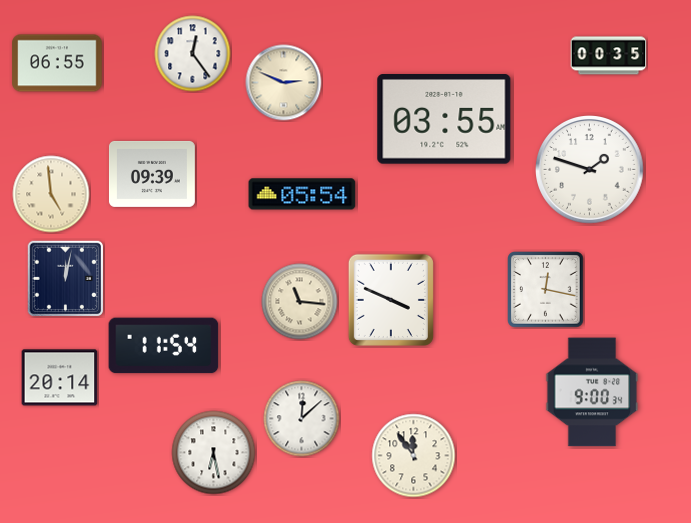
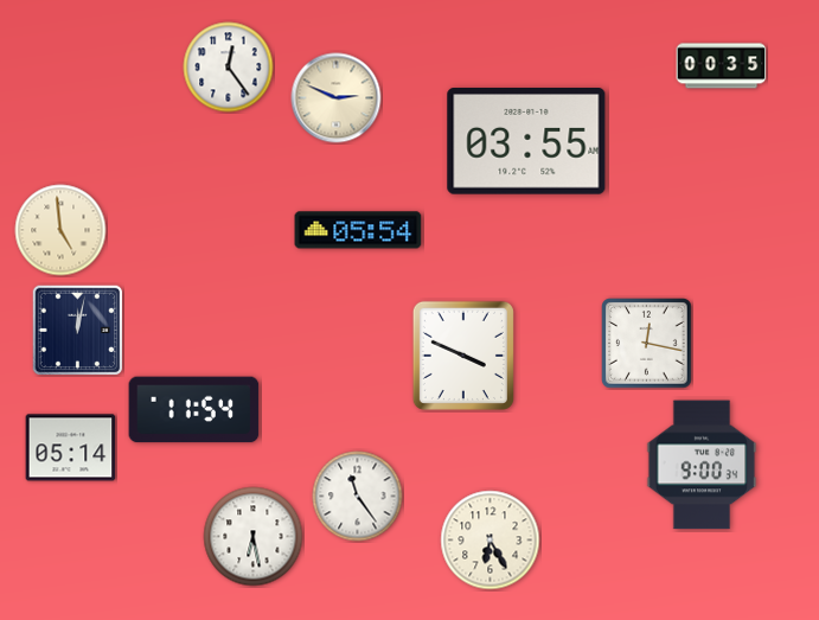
clock at (193, 54) position: (193, 54) -> (229, 68)
clock at (57, 63): 06:55 -> none
clock at (590, 170): 1:48 -> none
clock at (152, 174): 09:39 -> none
clock at (300, 302): 11:16 -> none
clock at (60, 378): 20:14 -> 05:14
clock at (302, 419): 12:08 -> 11:24
clock at (414, 456): 11:54 -> 6:25
